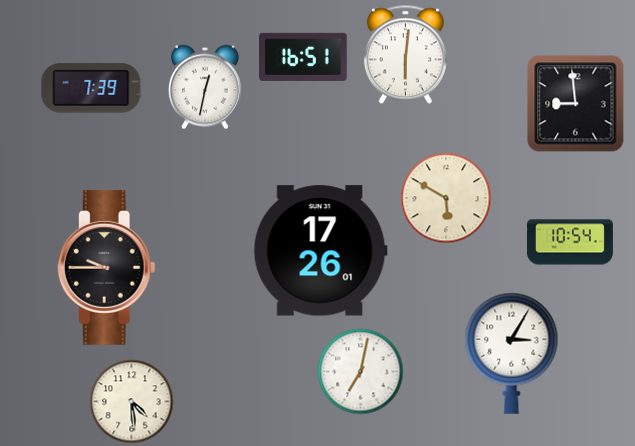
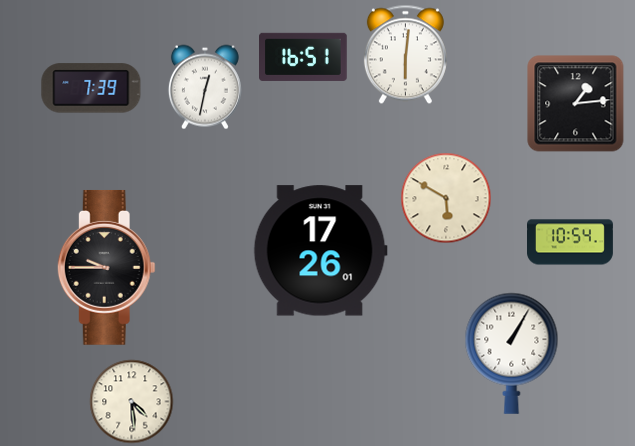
clock at (576, 104): 8:59 -> 1:14
clock at (512, 353): 3:05 -> 1:05
clock at (361, 372): 7:02 -> none
